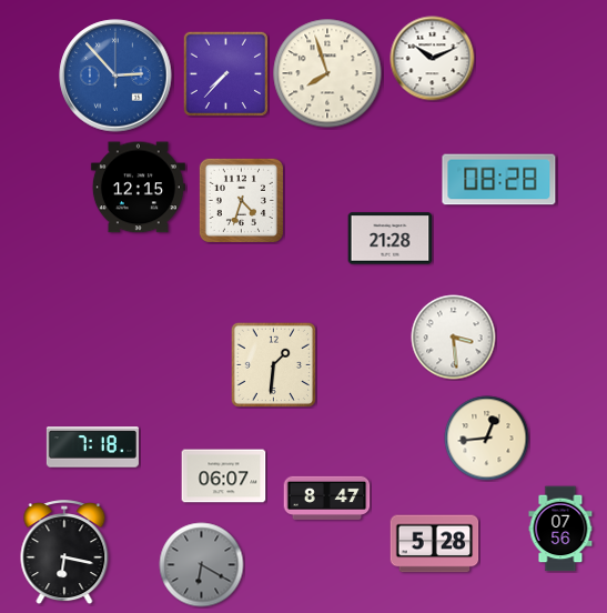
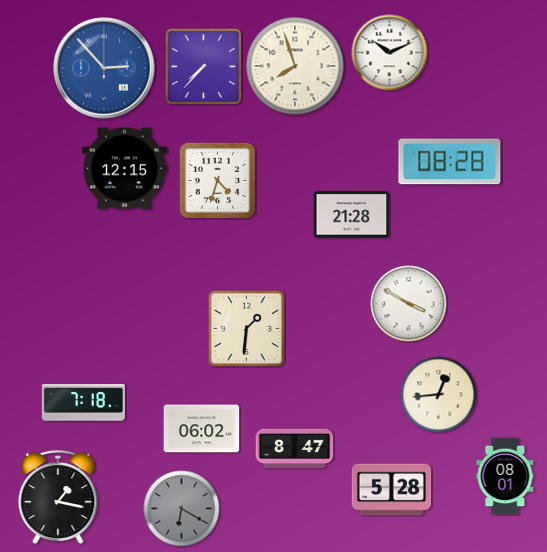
clock at (454, 338): 3:29 -> 3:50
clock at (224, 476): 06:07 -> 06:02
clock at (560, 529): 07:56 -> 08:01
clock at (64, 553): 6:17 -> 1:17
